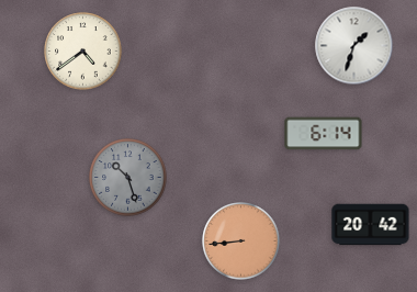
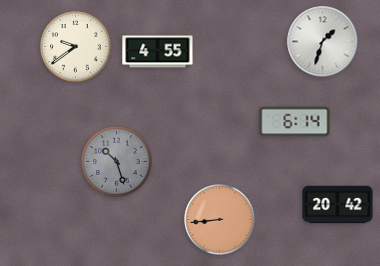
clock at (83, 52): 4:39 -> 9:39
clock at (158, 52): none -> 4:55
